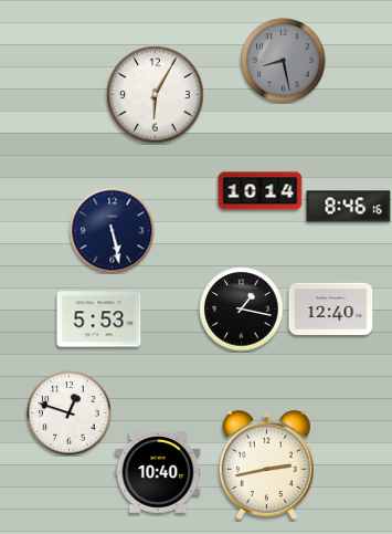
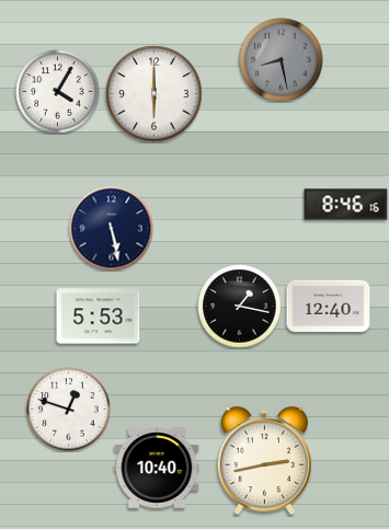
clock at (58, 92): none -> 4:05
clock at (156, 95): 6:05 -> 6:00
clock at (261, 191): 10:14 -> none
